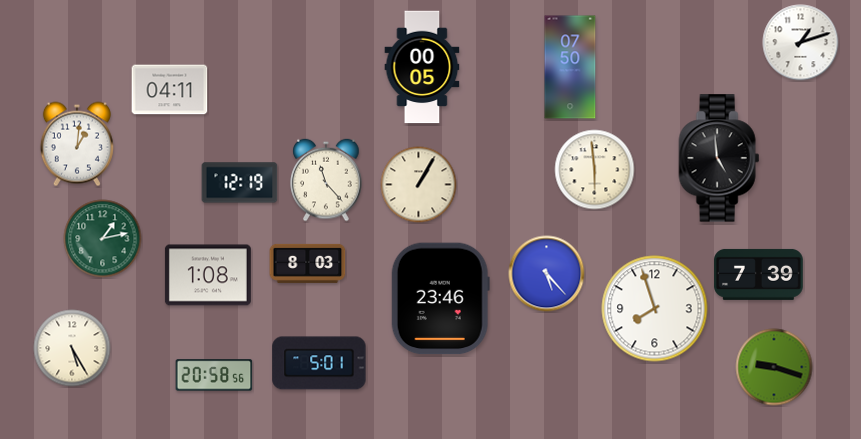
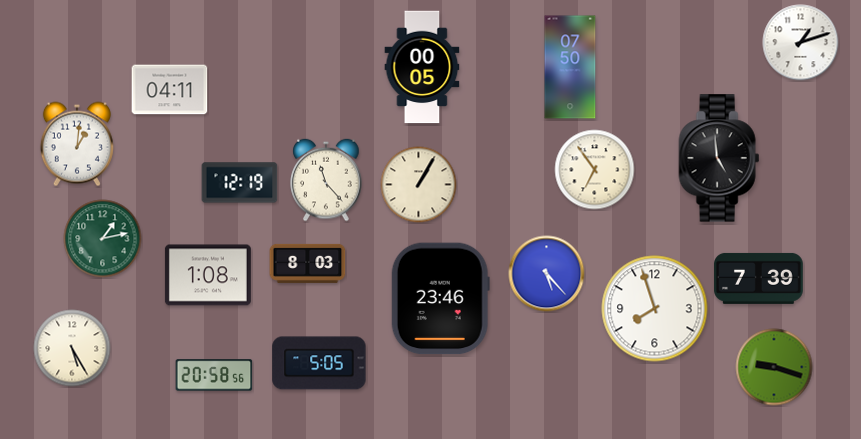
clock at (595, 170): 5:59 -> 6:54
clock at (759, 274) position: (759, 274) -> (759, 278)
clock at (319, 363): 5:01 -> 5:05
